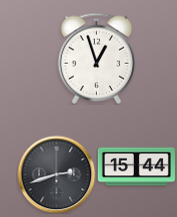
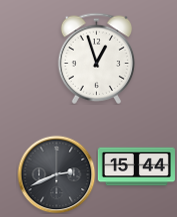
clock at (56, 174): 2:42 -> 2:41
